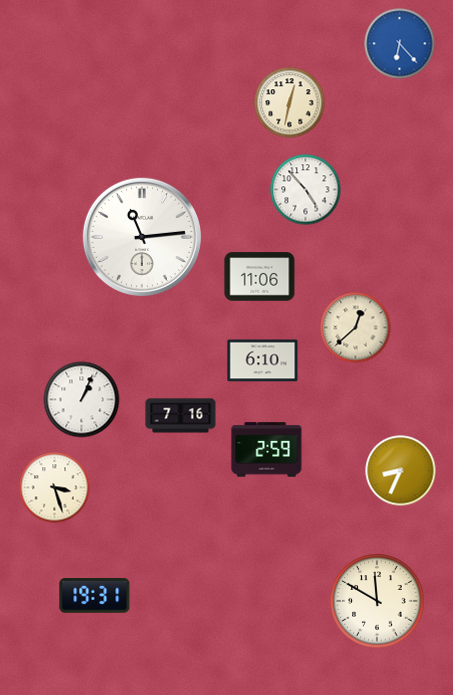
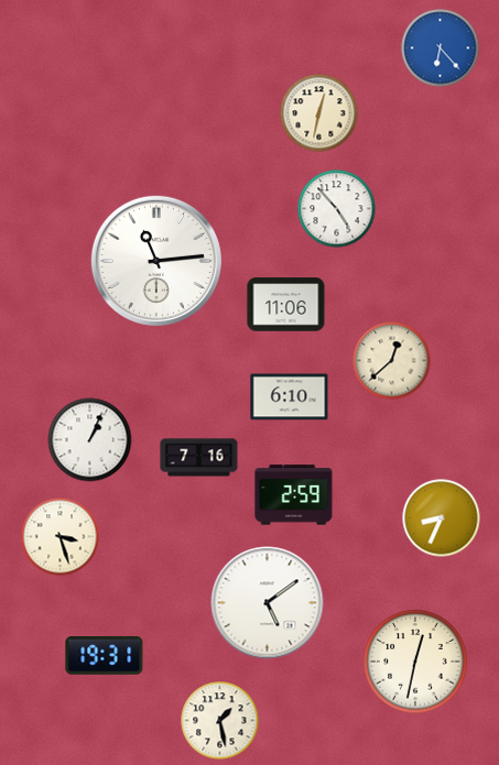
clock at (268, 603): none -> 5:09
clock at (377, 601): 11:50 -> 12:32
clock at (220, 721): none -> 1:28
